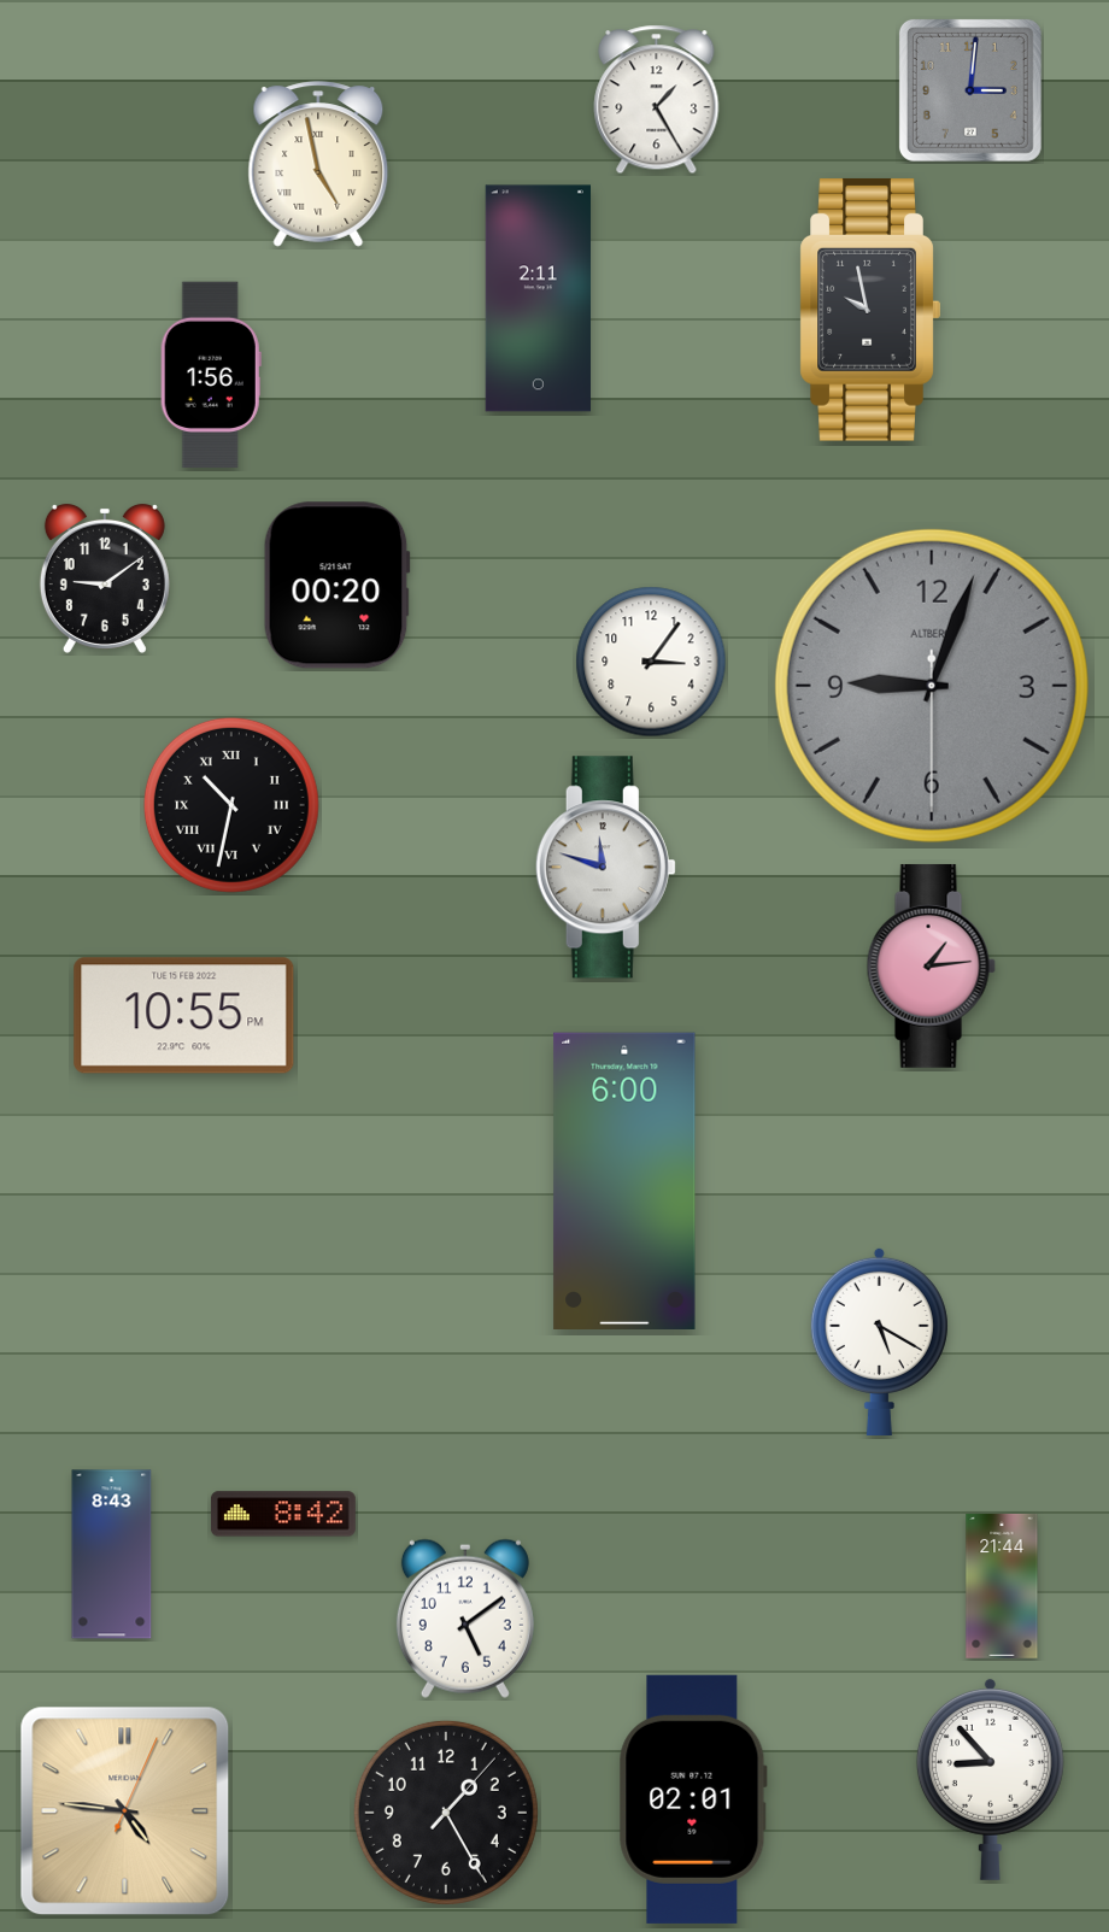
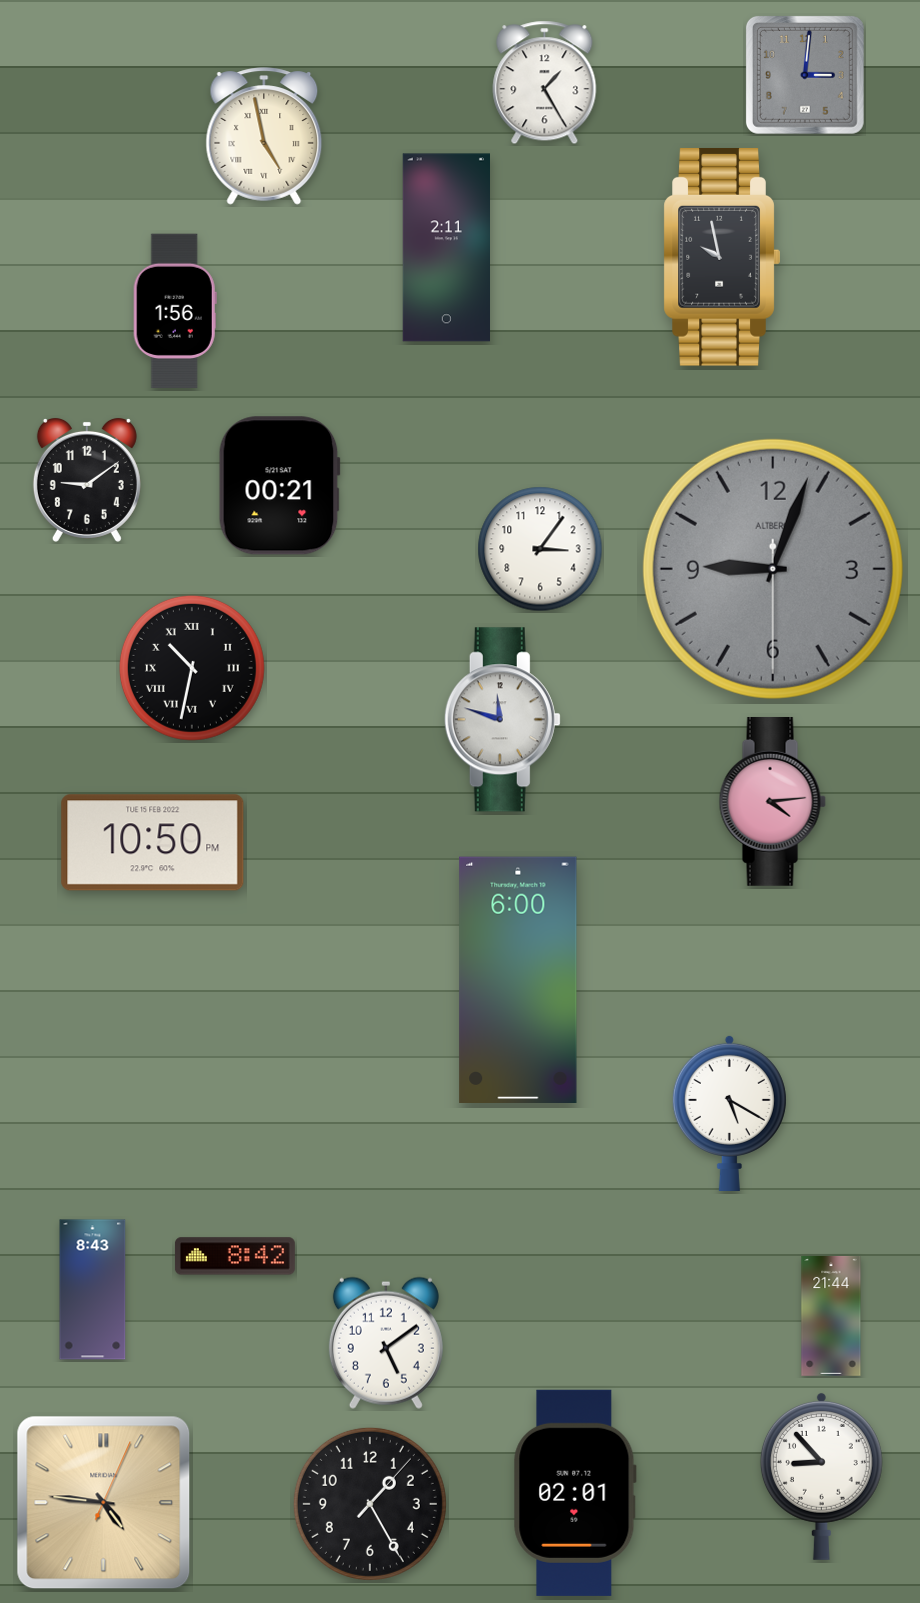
clock at (336, 586): 00:20 -> 00:21
clock at (931, 965): 1:14 -> 4:14
clock at (184, 1016): 10:55 -> 10:50
